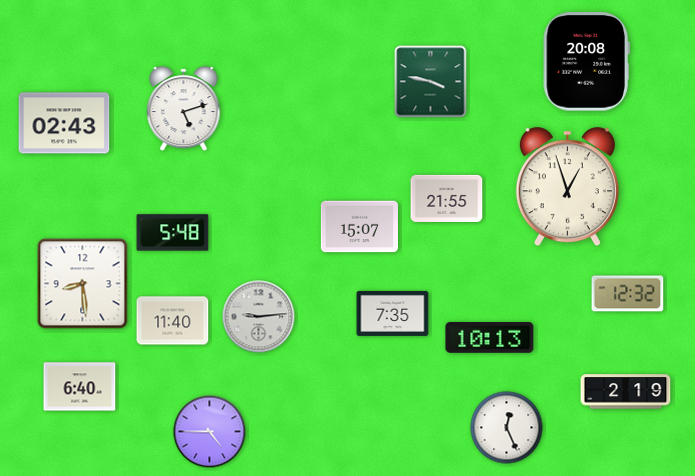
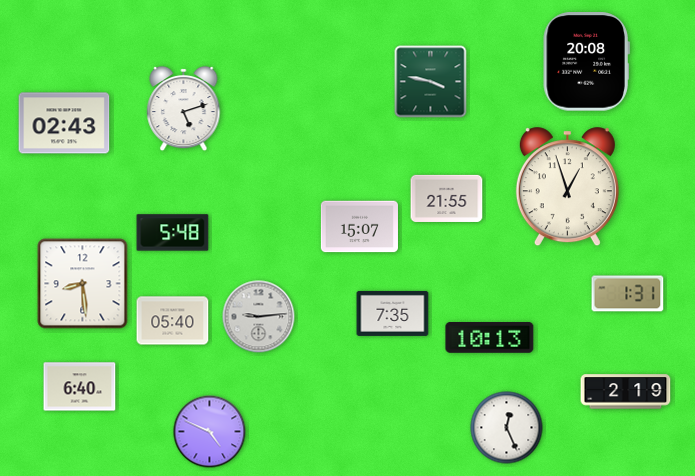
clock at (628, 294): 12:32 -> 1:31
clock at (173, 321): 11:40 -> 05:40
clock at (210, 432): 4:45 -> 4:49
